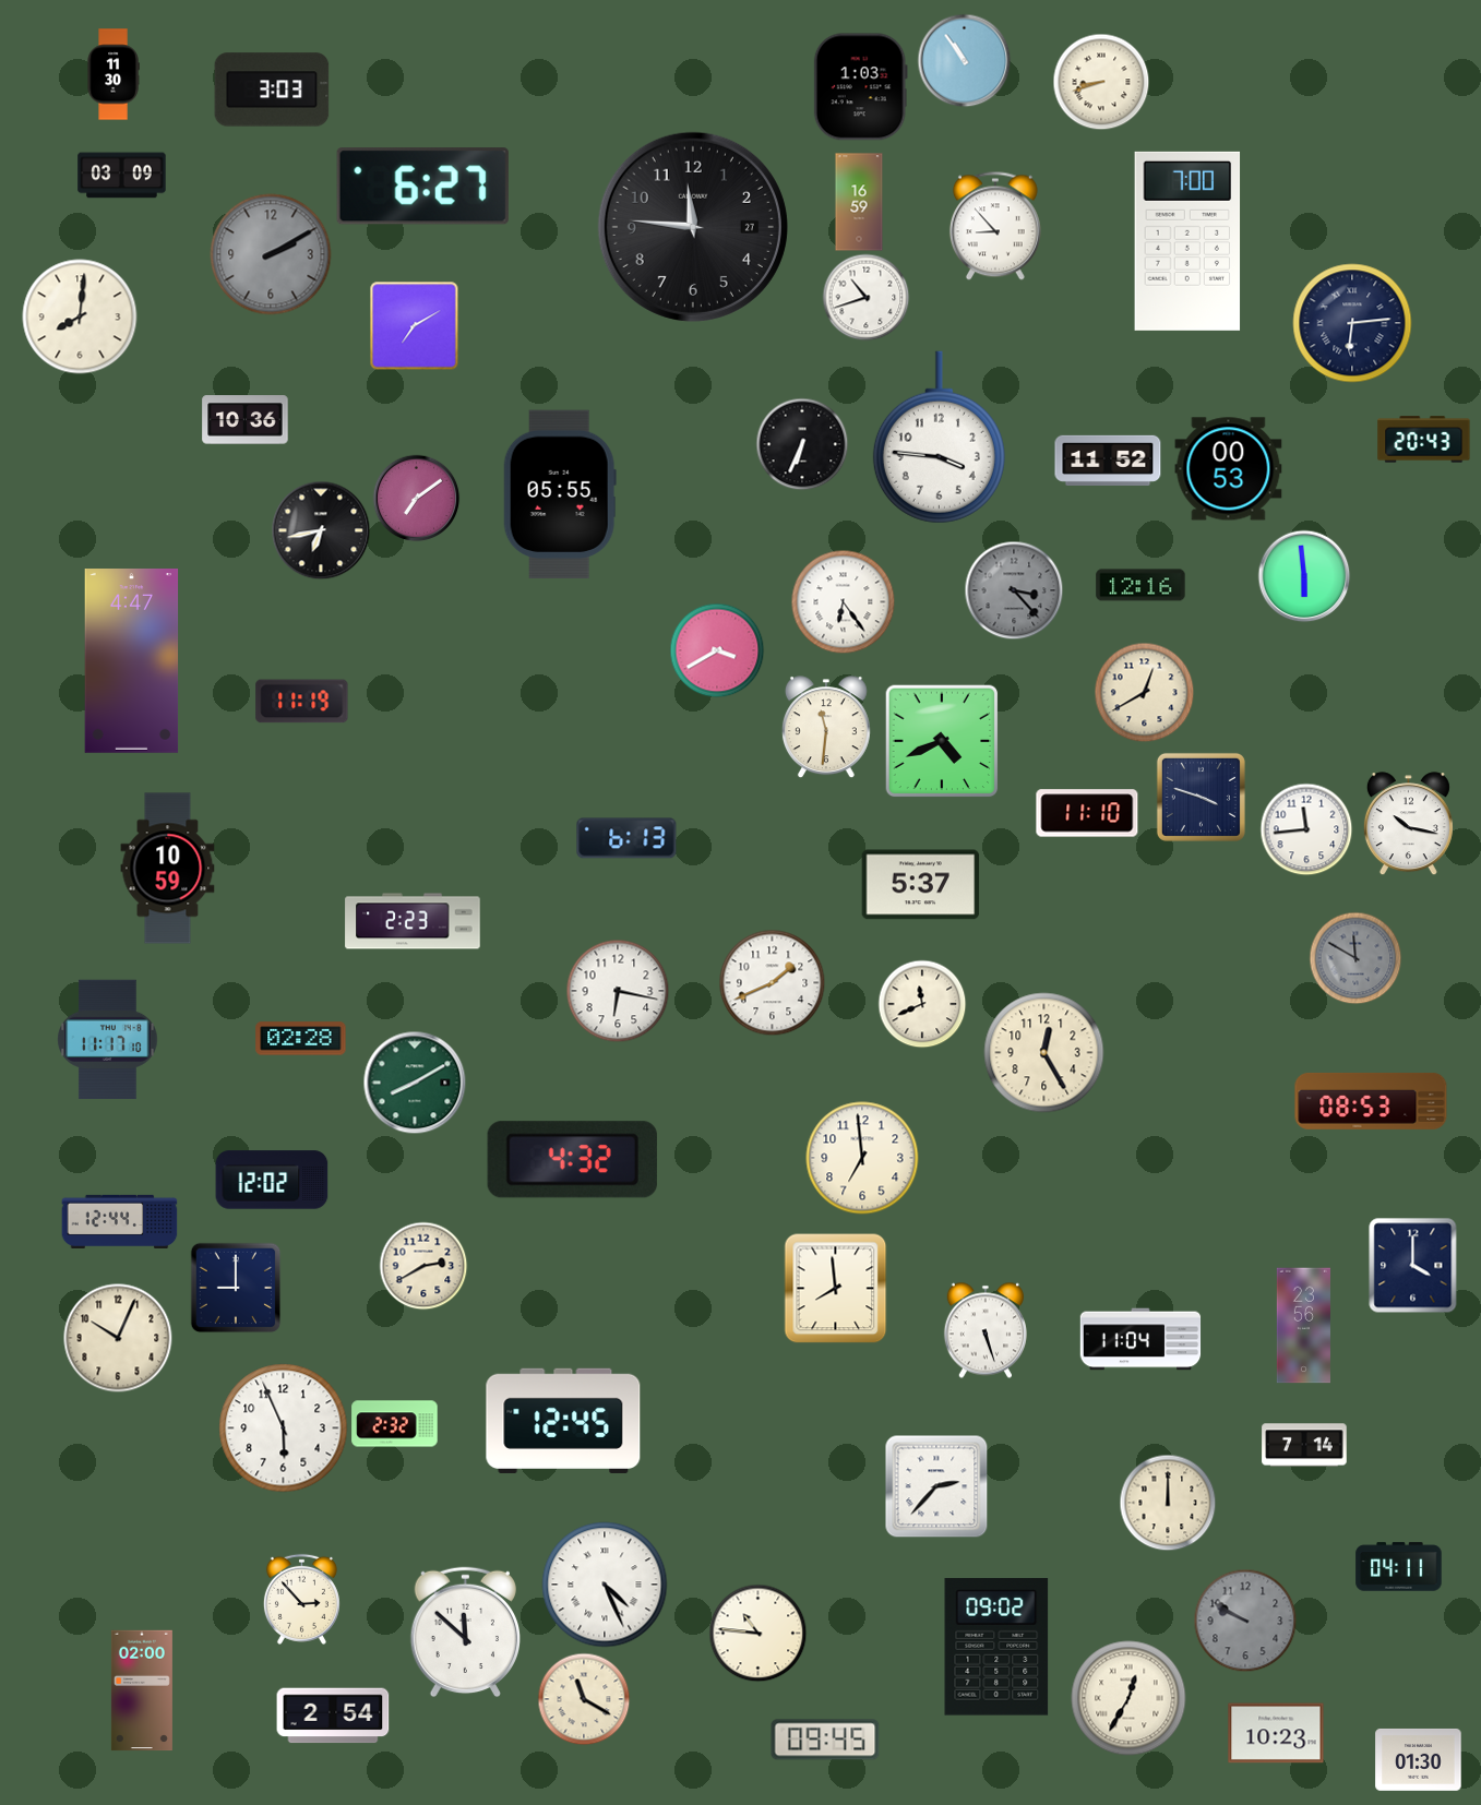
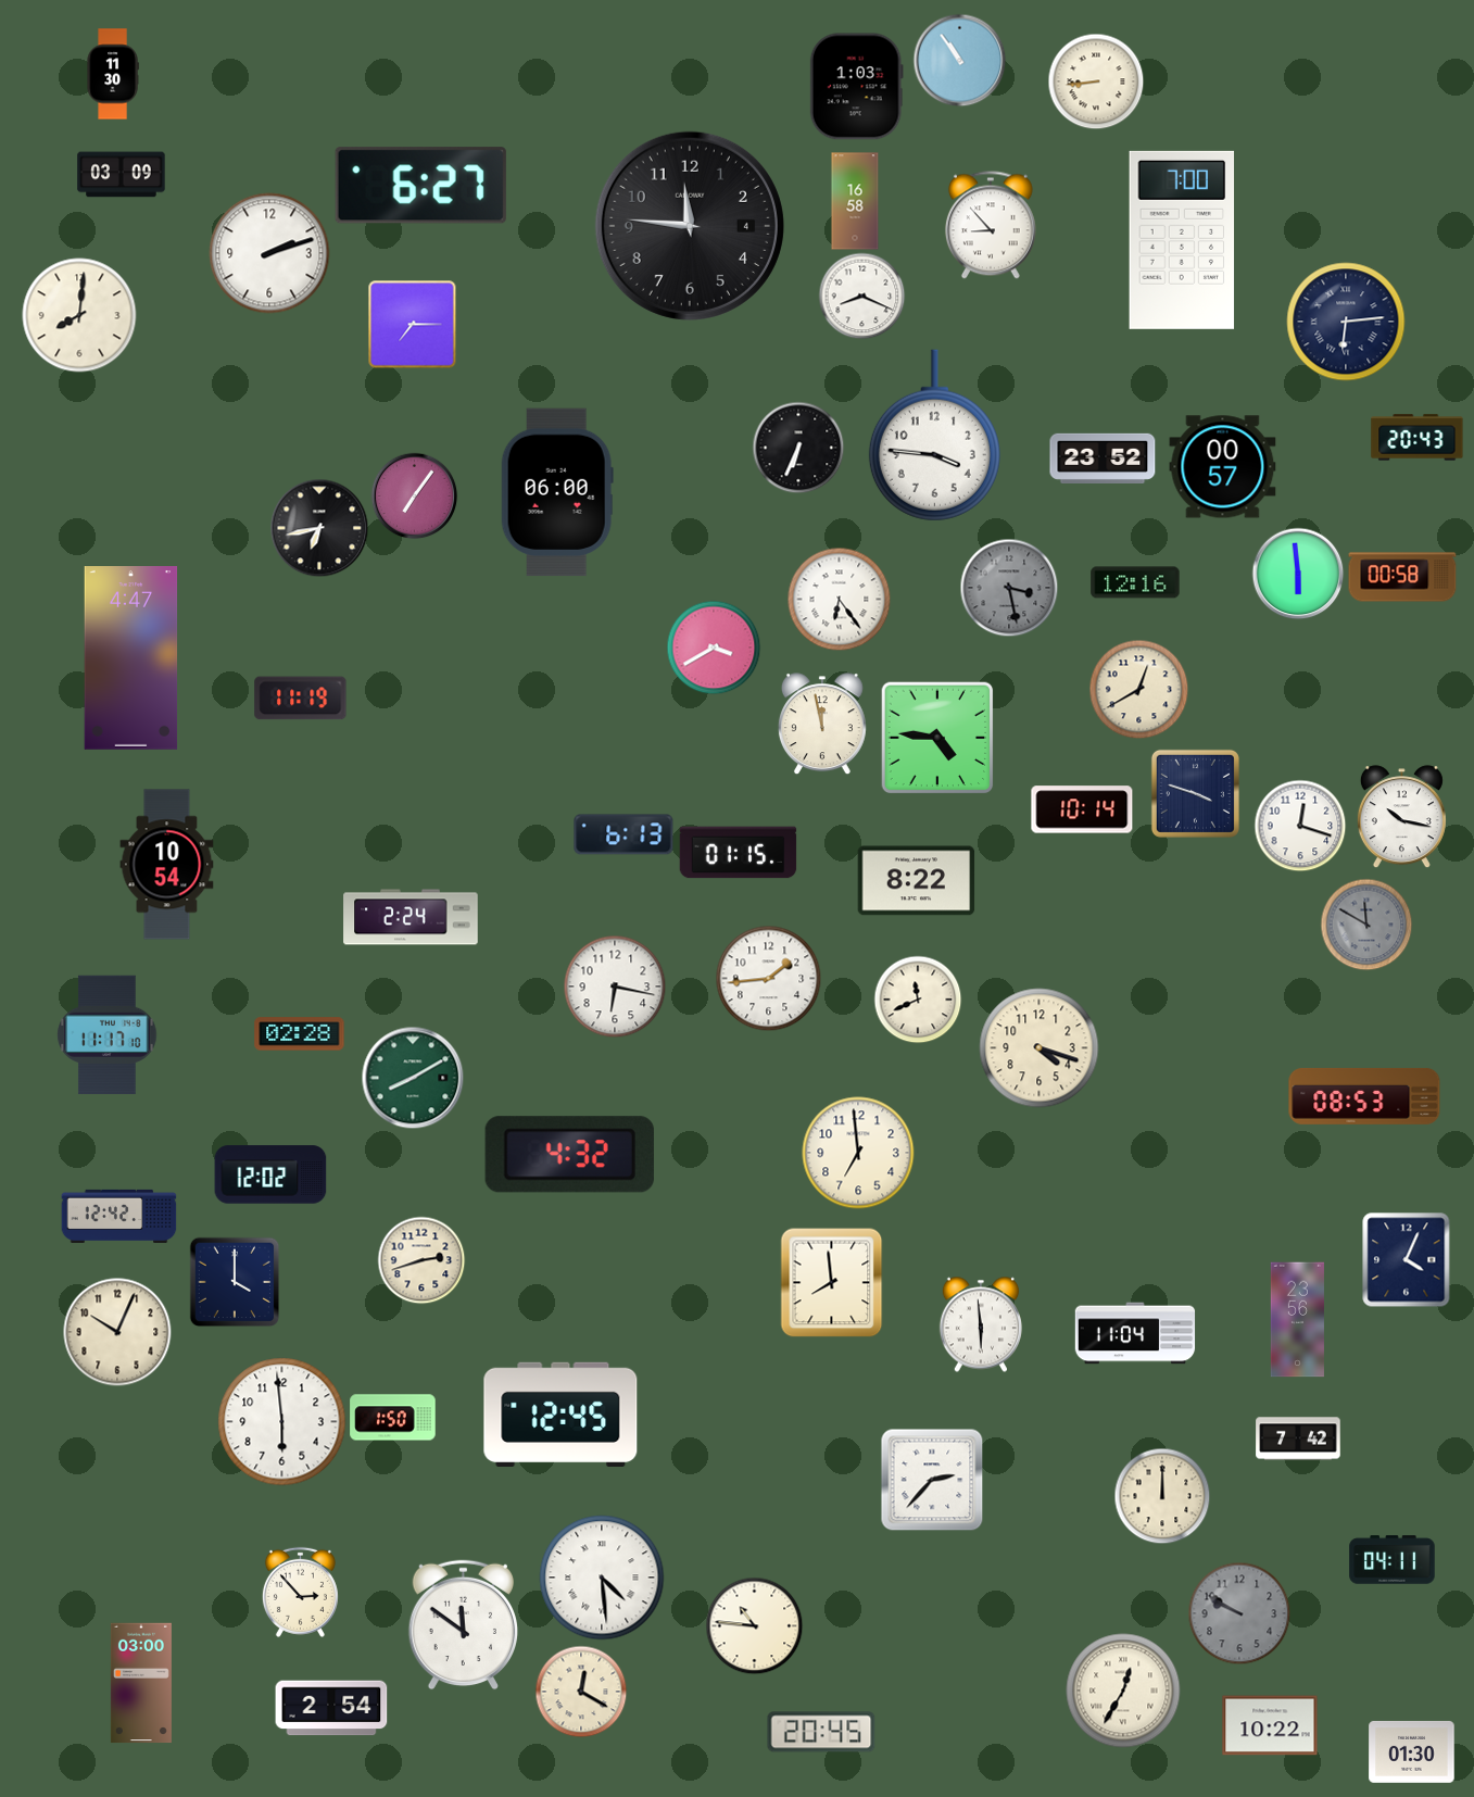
clock at (1101, 82): 8:42 -> 8:44
clock at (272, 89): 3:03 -> none
clock at (859, 202): 16:59 -> 16:58
clock at (693, 227) date: 27 -> 4
clock at (271, 254): 2:10 -> 2:12
clock at (271, 254) dial: grey -> white
clock at (865, 297): 10:42 -> 8:19
clock at (414, 325): 7:10 -> 7:15
clock at (246, 420): 10:36 -> none
clock at (802, 444) position: (802, 444) -> (798, 448)
clock at (1108, 461): 11:52 -> 23:52
clock at (1229, 469): 00:53 -> 00:57
clock at (560, 494): 05:55 -> 06:00
clock at (416, 498): 7:09 -> 7:06
clock at (1402, 577): none -> 00:58
clock at (1014, 590): 3:23 -> 3:28
clock at (826, 727): 11:31 -> 11:58
clock at (942, 741): 4:41 -> 4:46
clock at (1087, 813): 11:10 -> 10:14
clock at (1408, 824) position: (1408, 824) -> (1401, 817)
clock at (1306, 829): 11:44 -> 12:18
clock at (739, 853): none -> 01:15
clock at (168, 869): 10:59 -> 10:54
clock at (921, 885): 5:37 -> 8:22
clock at (413, 921): 2:23 -> 2:24
clock at (1355, 958) position: (1355, 958) -> (1366, 925)
clock at (772, 982): 1:41 -> 1:44
clock at (1044, 1053): 12:25 -> 4:18
clock at (120, 1221): 12:44 -> 12:42
clock at (1413, 1265): 4:00 -> 4:04
clock at (423, 1266): 2:40 -> 2:42
clock at (236, 1288): 9:00 -> 4:00
clock at (986, 1330): 5:27 -> 5:59
clock at (395, 1424): 2:32 -> 1:50
clock at (284, 1429): 5:56 -> 5:59
clock at (1304, 1445): 7:14 -> 7:42
clock at (605, 1585): 4:26 -> 4:29
clock at (465, 1633): 11:52 -> 11:51
clock at (996, 1648): 09:02 -> none
clock at (142, 1690): 02:00 -> 03:00
clock at (584, 1699): 11:20 -> 12:20
clock at (1276, 1733): 10:23 -> 10:22
clock at (825, 1740): 09:45 -> 20:45
